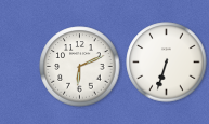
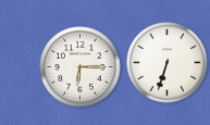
clock at (80, 67): 6:11 -> 6:15
